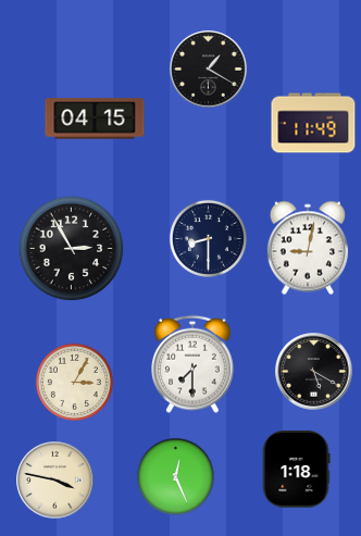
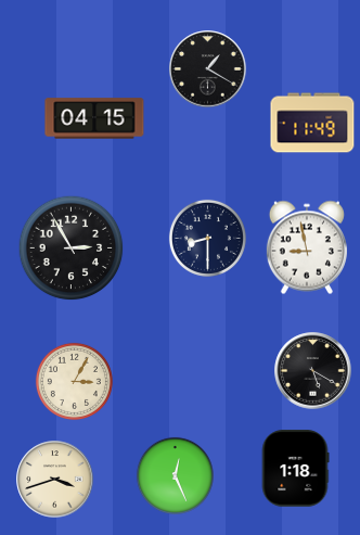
clock at (308, 248): 9:02 -> 8:58
clock at (192, 364): 7:30 -> none
clock at (55, 481): 3:47 -> 3:42
